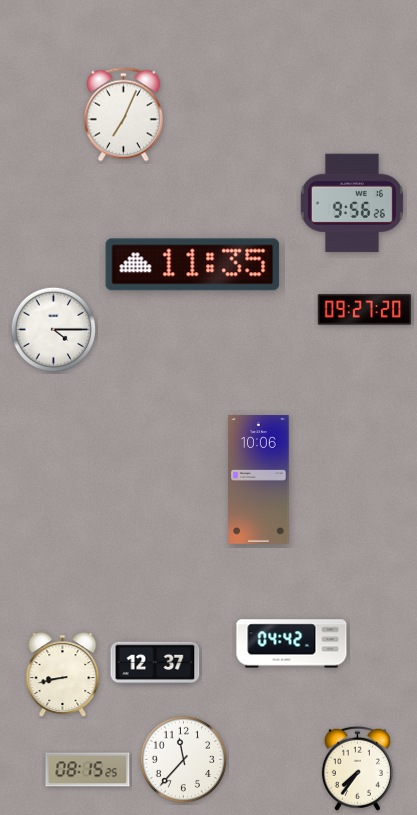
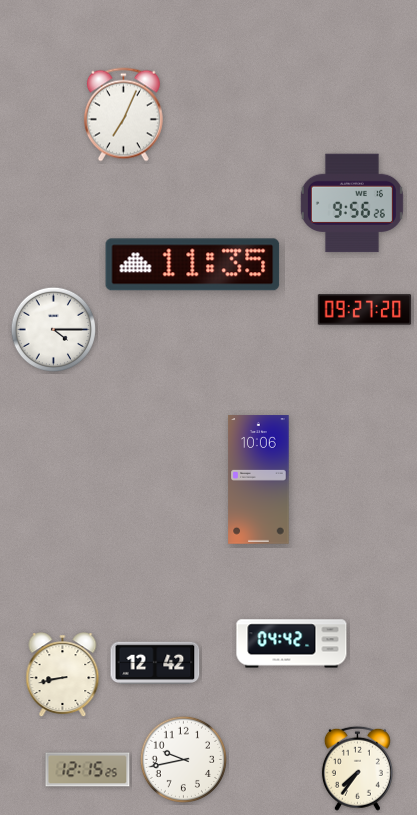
clock at (155, 663): 12:37 -> 12:42
clock at (183, 759): 11:37 -> 9:43
clock at (88, 770): 08:15 -> 12:15
